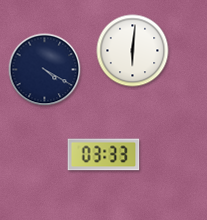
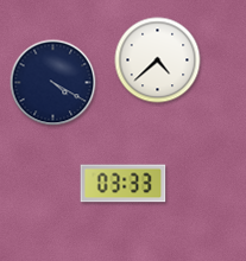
clock at (133, 51): 6:01 -> 4:38
